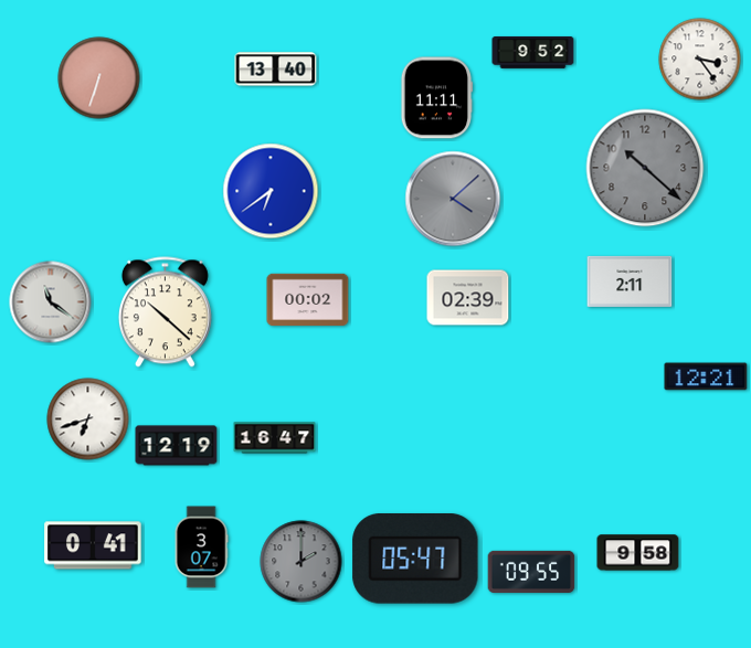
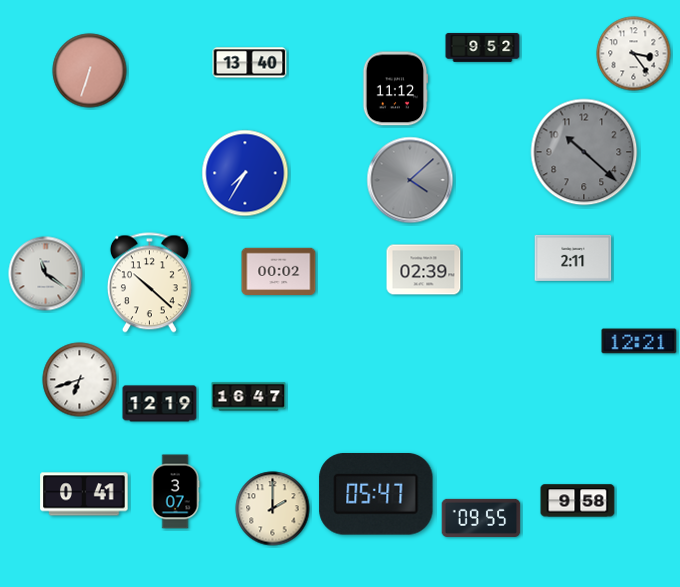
clock at (436, 98): 11:11 -> 11:12
clock at (271, 191): 6:39 -> 7:35
clock at (630, 281) position: (630, 281) -> (573, 258)
clock at (201, 548) position: (201, 548) -> (175, 492)
clock at (415, 560) position: (415, 560) -> (376, 495)
clock at (302, 562) dial: grey -> cream
